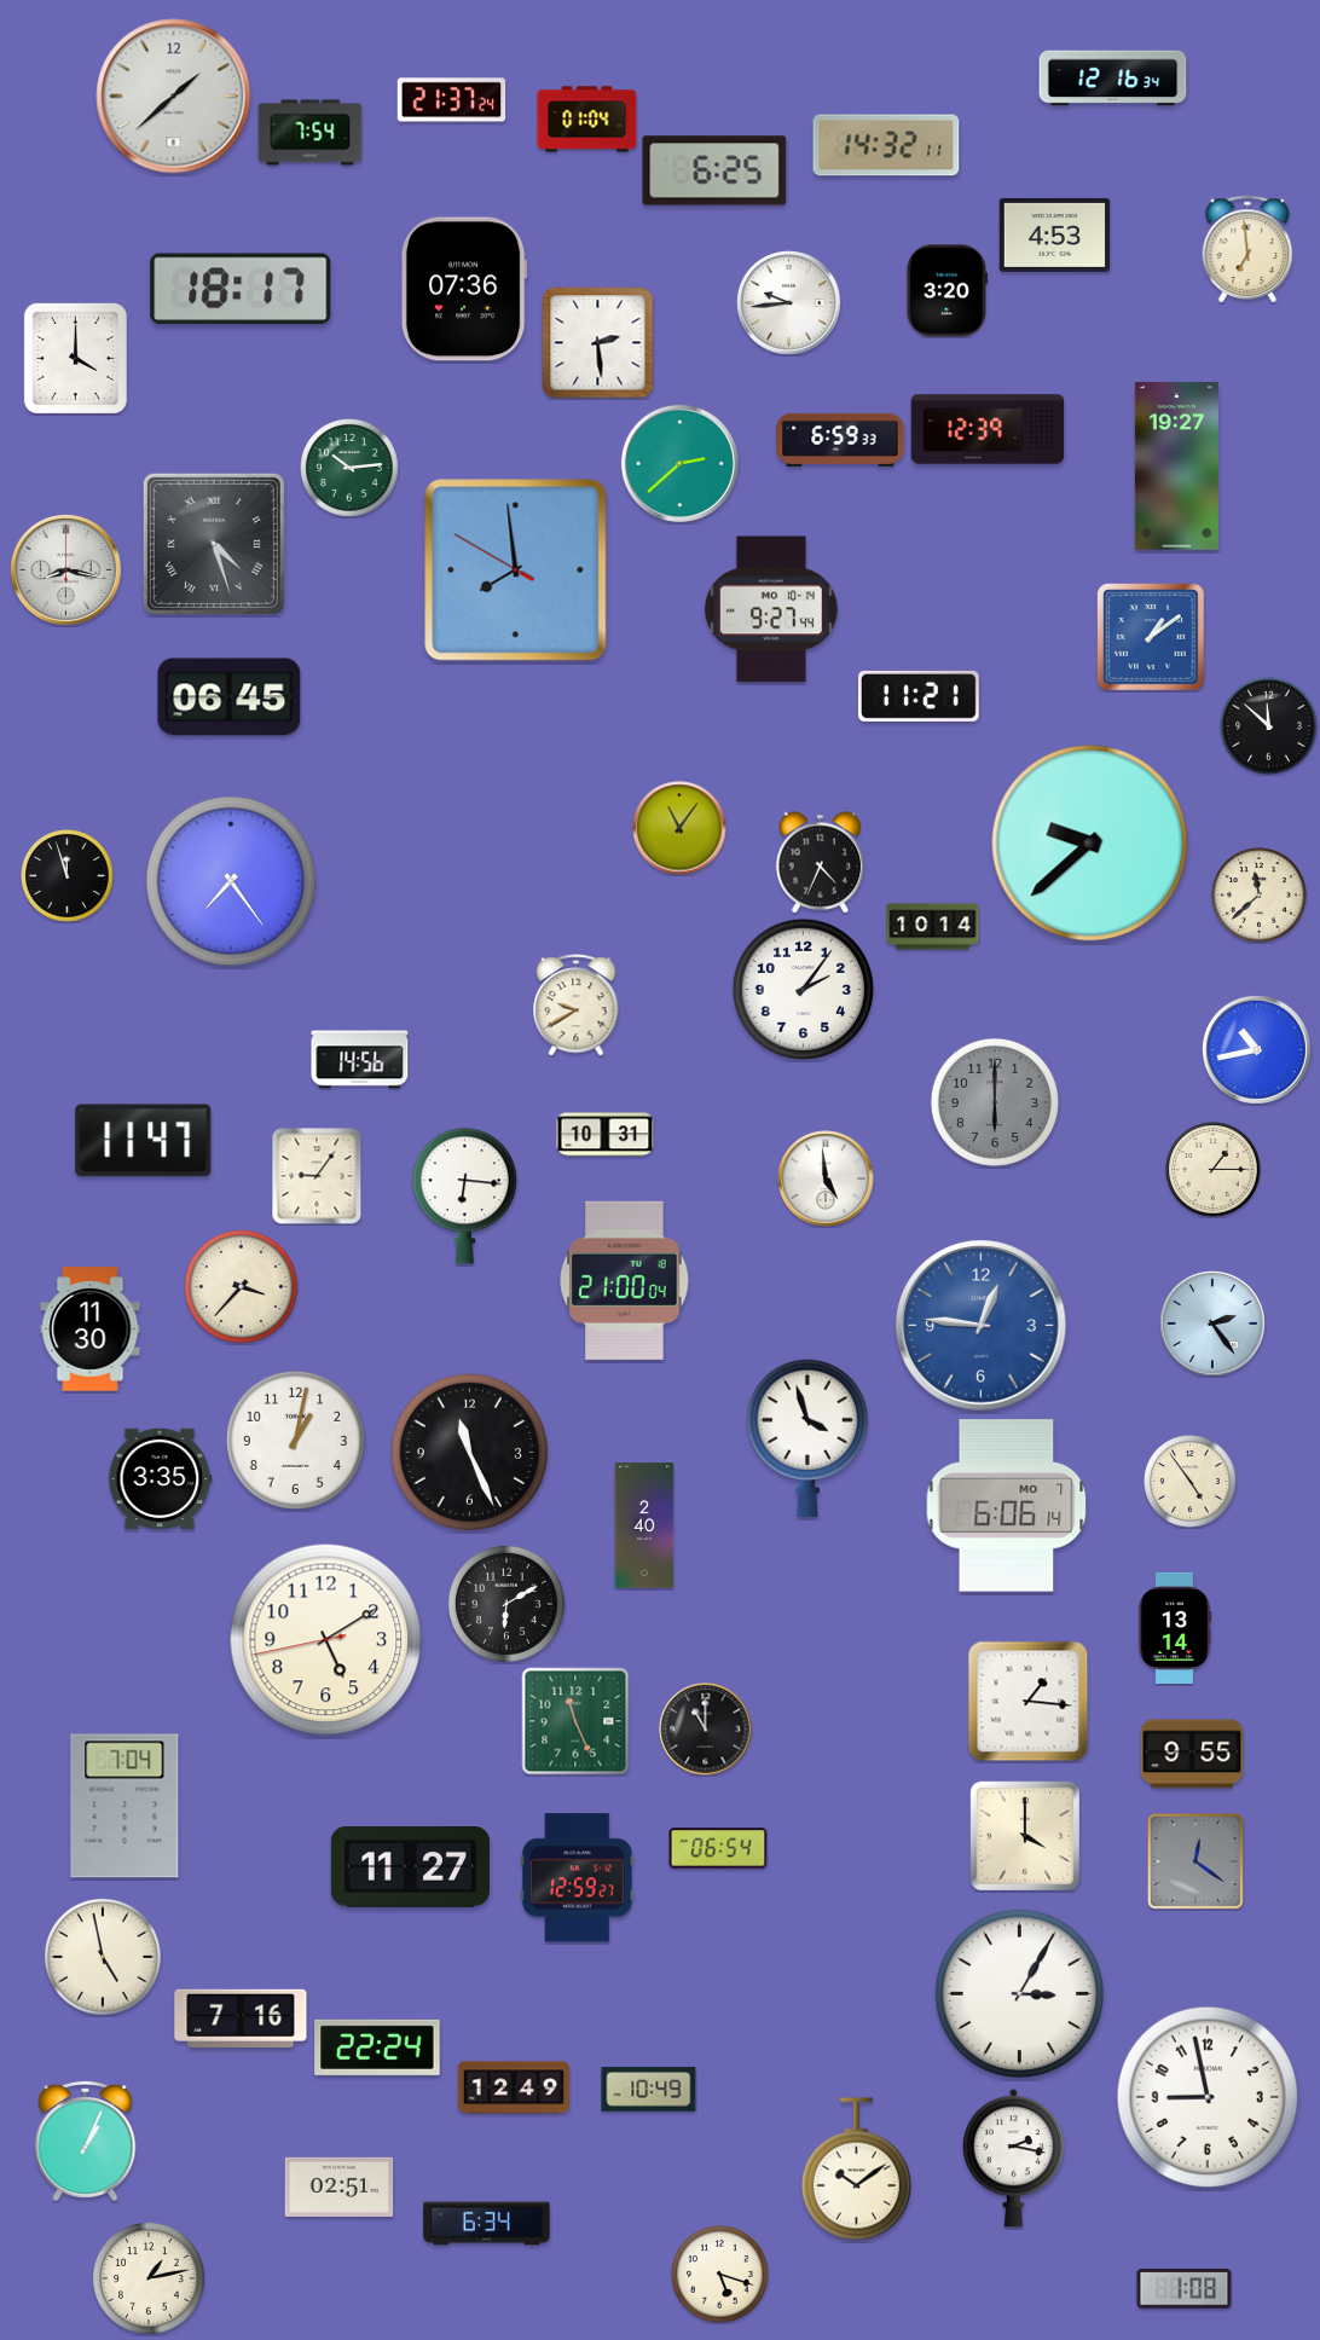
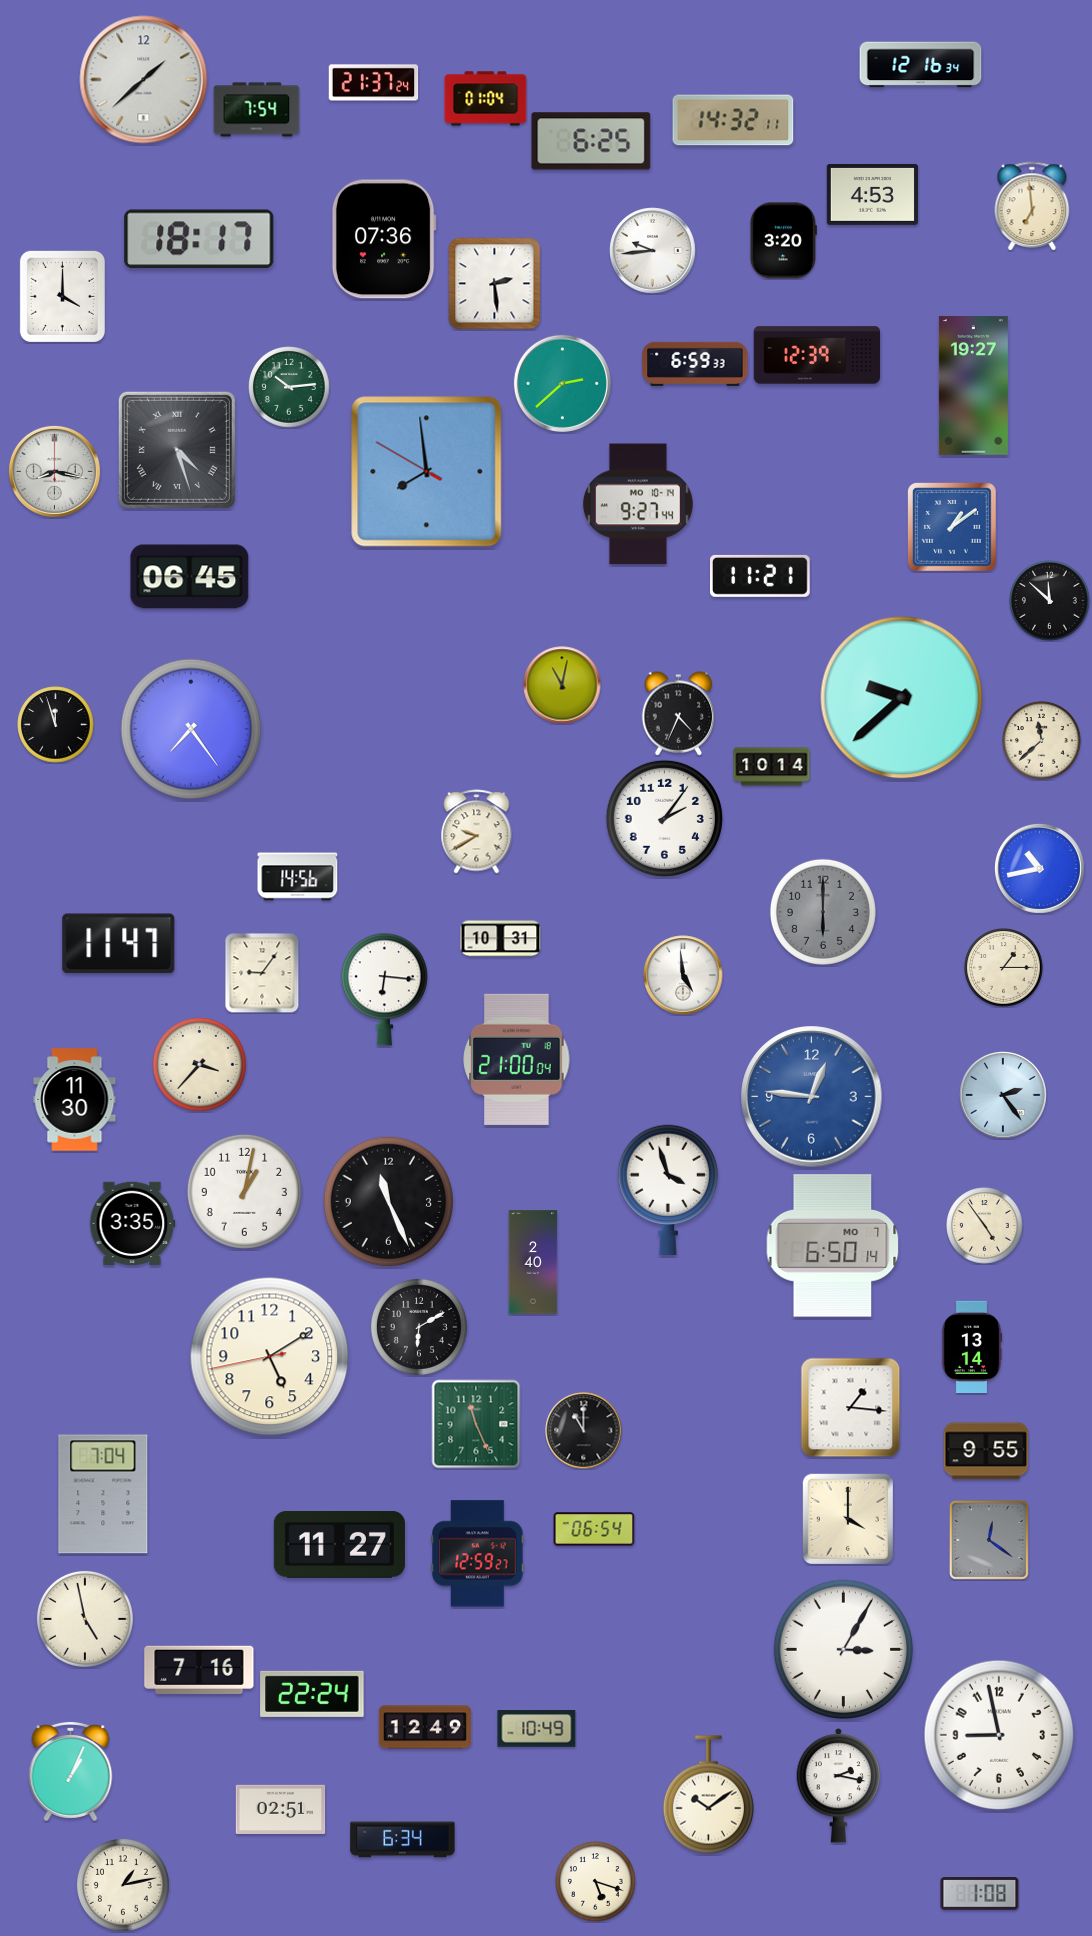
clock at (679, 828): 11:06 -> 11:02
clock at (1007, 1506): 6:06 -> 6:50
